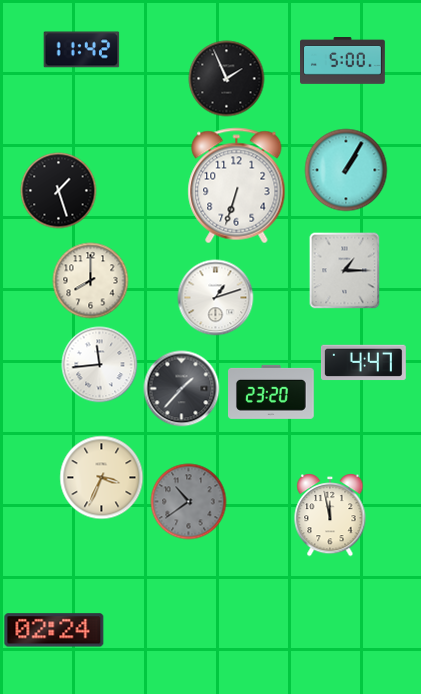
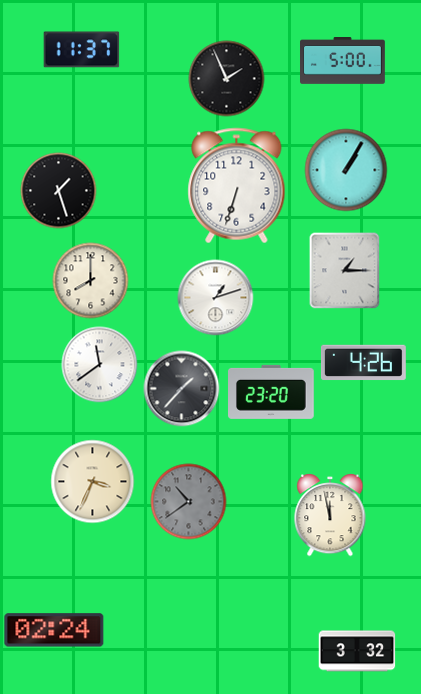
clock at (82, 50): 11:42 -> 11:37
clock at (364, 363): 4:47 -> 4:26
clock at (100, 365): 11:44 -> 11:39
clock at (102, 478) position: (102, 478) -> (93, 482)
clock at (357, 651): none -> 3:32
